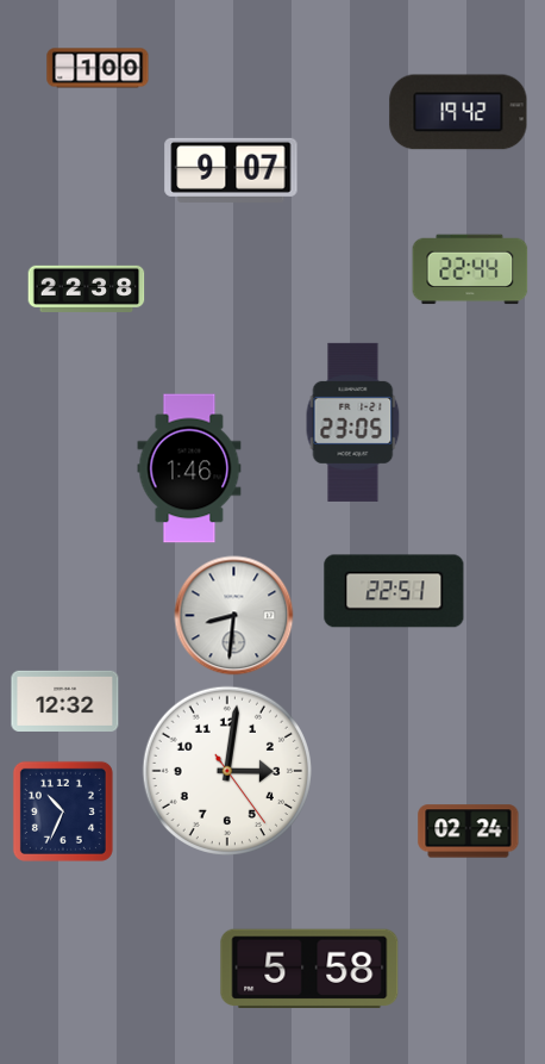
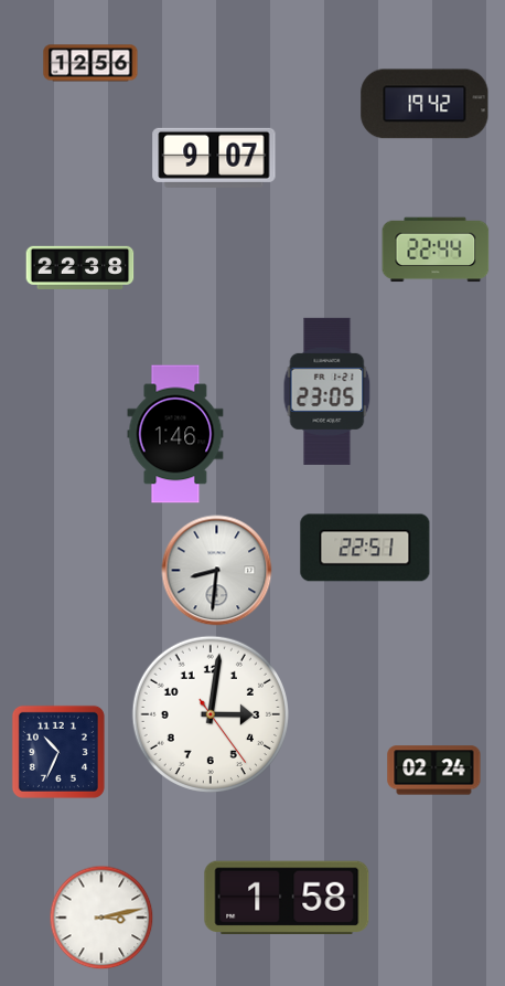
clock at (98, 68): 1:00 -> 12:56
clock at (65, 701): 12:32 -> none
clock at (309, 967): 5:58 -> 1:58
clock at (101, 918): none -> 3:13
